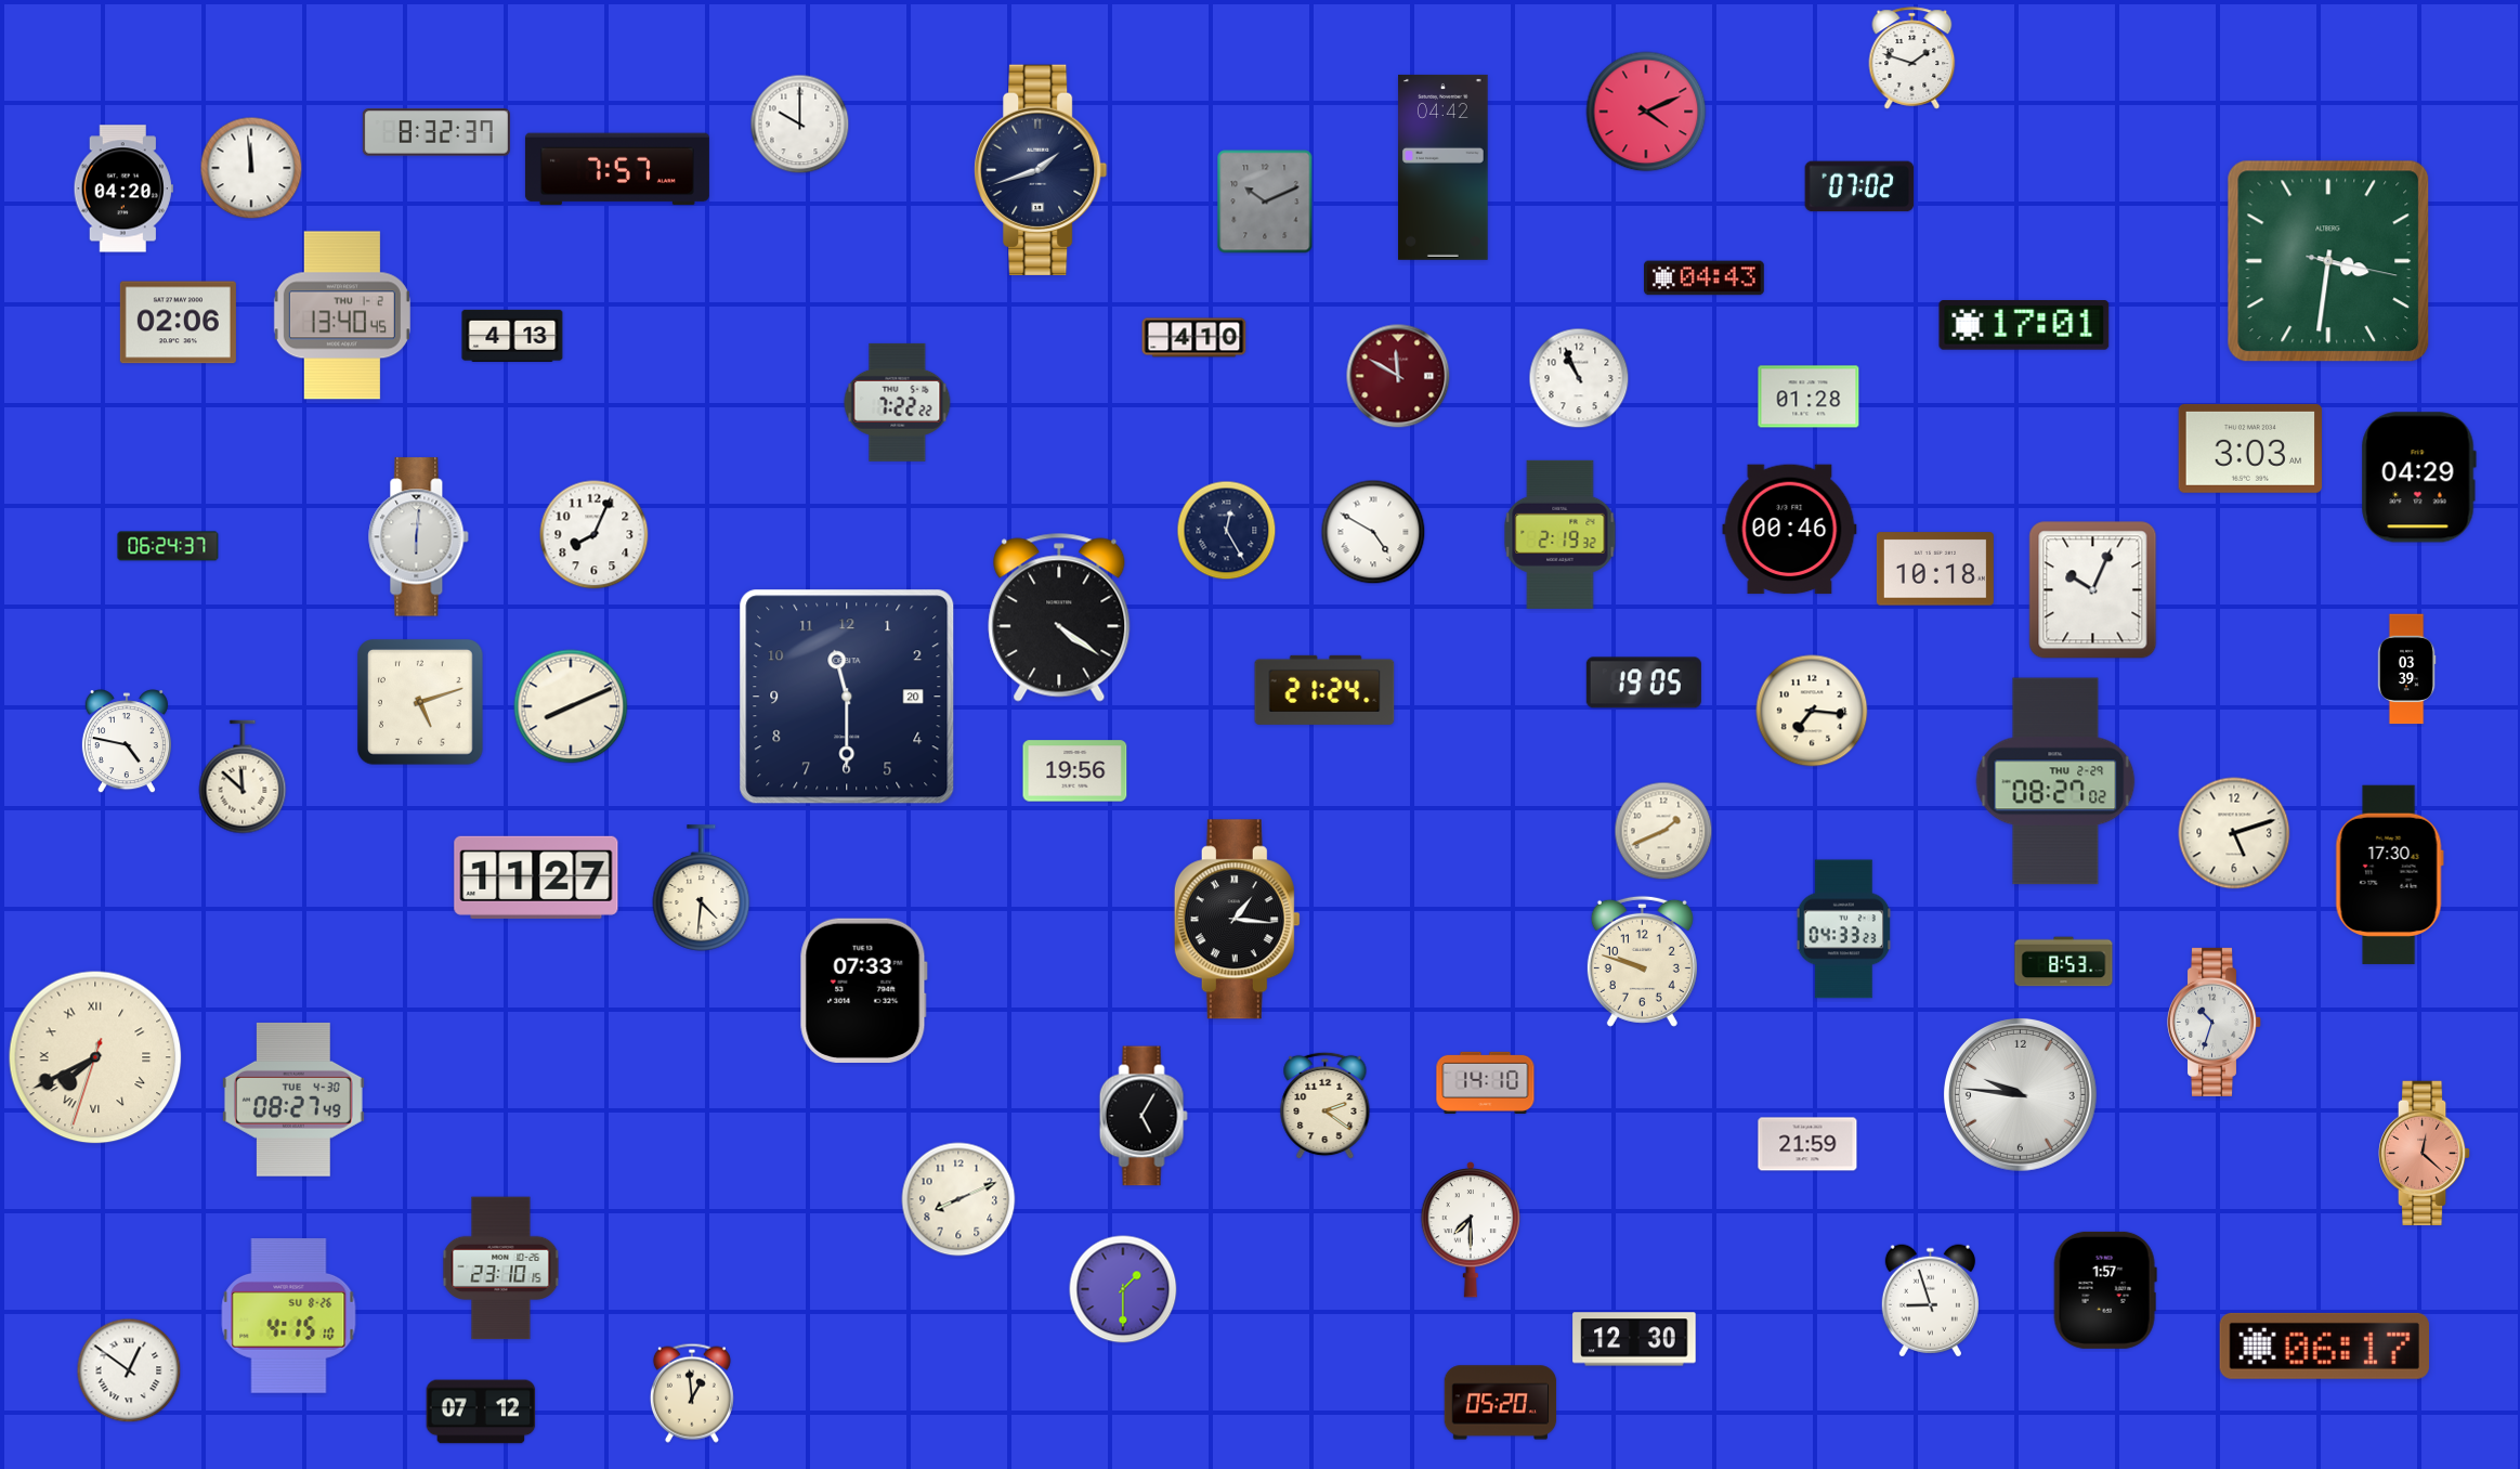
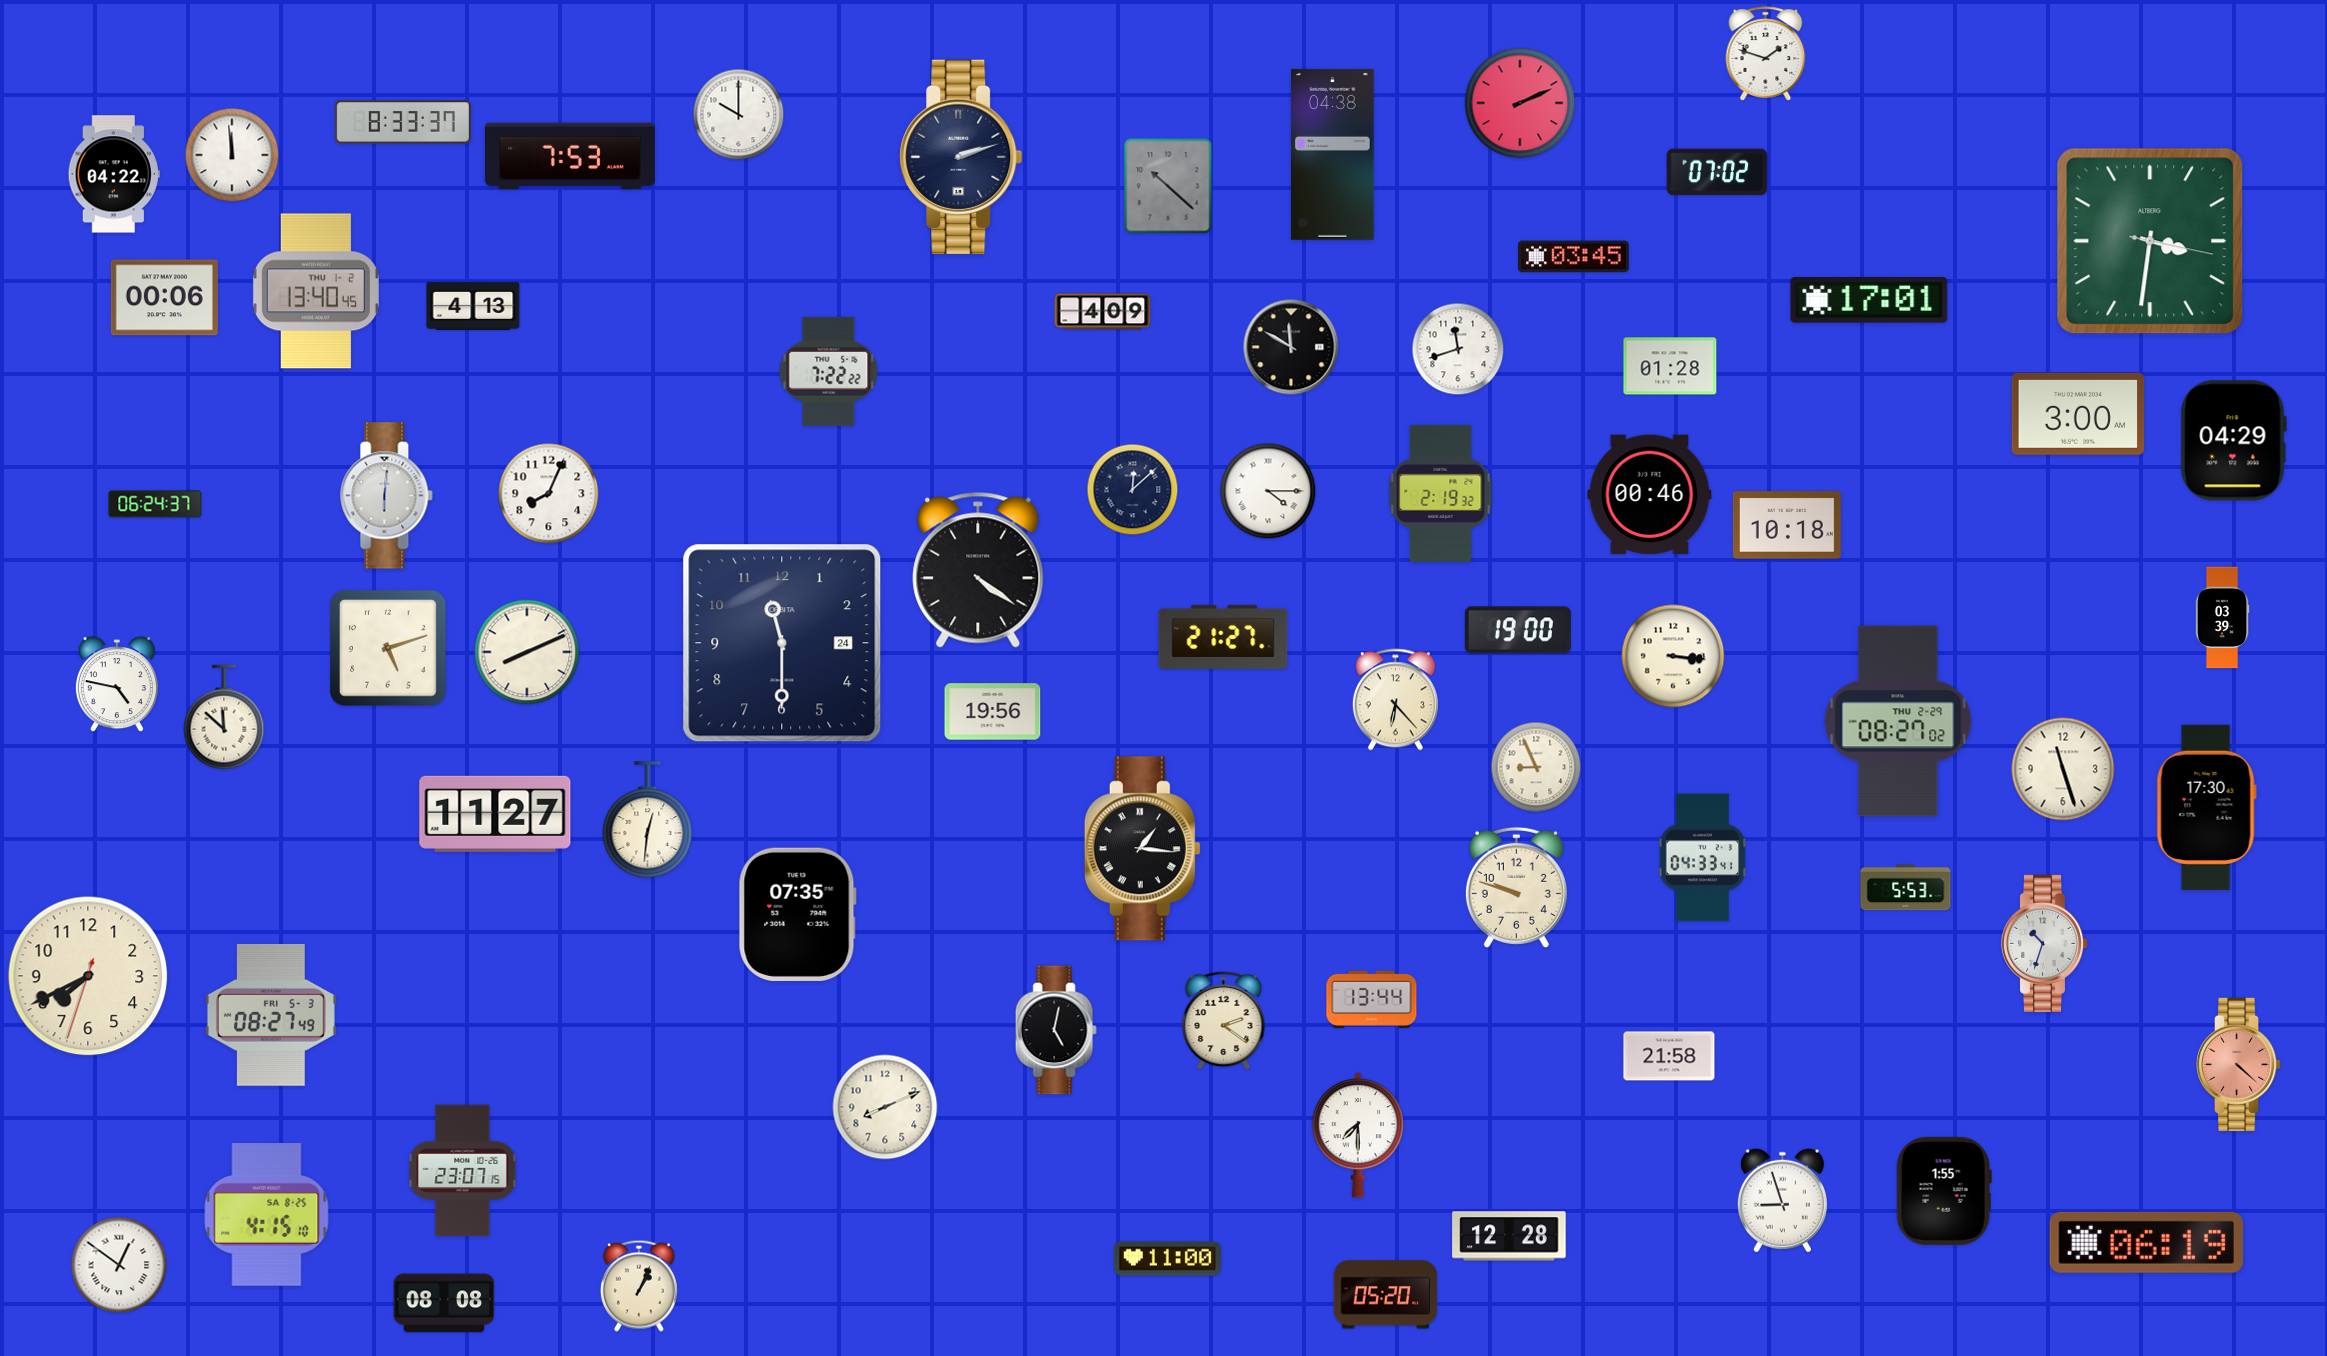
clock at (1646, 112): 4:11 -> 2:11
clock at (436, 132): 8:32 -> 8:33
clock at (1444, 167): 04:42 -> 04:38
clock at (617, 169): 7:57 -> 7:53
clock at (1041, 170): 1:42 -> 2:12
clock at (123, 188): 04:20 -> 04:22
clock at (1265, 201): 10:11 -> 10:22
clock at (1705, 278): 04:43 -> 03:45
clock at (178, 323): 02:06 -> 00:06
clock at (512, 336) position: (512, 336) -> (473, 306)
clock at (1194, 338): 4:10 -> 4:09
clock at (1398, 376) dial: burgundy -> black
clock at (1579, 378): 10:56 -> 11:42
clock at (2250, 448): 3:03 -> 3:00
clock at (1790, 530) position: (1790, 530) -> (1650, 495)
clock at (1227, 531): 12:25 -> 12:08
clock at (1373, 532): 4:50 -> 4:15
clock at (2093, 590): 10:04 -> none
clock at (1644, 682): 19:05 -> 19:00
clock at (1324, 690): 21:24 -> 21:27
clock at (847, 697) date: 20 -> 24
clock at (1812, 711): 7:16 -> 3:16
clock at (1395, 700): none -> 6:23
clock at (1663, 831): 1:41 -> 8:56
clock at (2234, 833): 5:12 -> 11:27
clock at (536, 877) position: (536, 877) -> (495, 814)
clock at (702, 888): 4:31 -> 12:31
clock at (1844, 929): 04:33:23 -> 04:33:41
clock at (2064, 962): 8:53 -> 5:53
clock at (863, 990): 07:33 -> 07:35
clock at (95, 1057) numerals: Roman -> Arabic
clock at (1486, 1082): 14:10 -> 13:44
clock at (2020, 1094): 9:46 -> none
clock at (293, 1100) date: TUE 4-30 -> FRI 5-3
clock at (1144, 1116): 5:05 -> 5:02
clock at (1807, 1144): 21:59 -> 21:58
clock at (2425, 1154): 12:22 -> 4:22
clock at (501, 1269): 23:10 -> 23:07
clock at (1123, 1289): 1:30 -> none
clock at (2105, 1290): 1:57 -> 1:55
clock at (289, 1316) date: SU 8-26 -> SA 8-25
clock at (1634, 1339): 12:30 -> 12:28
clock at (2324, 1345): 06:17 -> 06:19
clock at (1167, 1259): none -> 11:00
clock at (692, 1393): 12:59 -> 1:04
clock at (481, 1412): 07:12 -> 08:08
